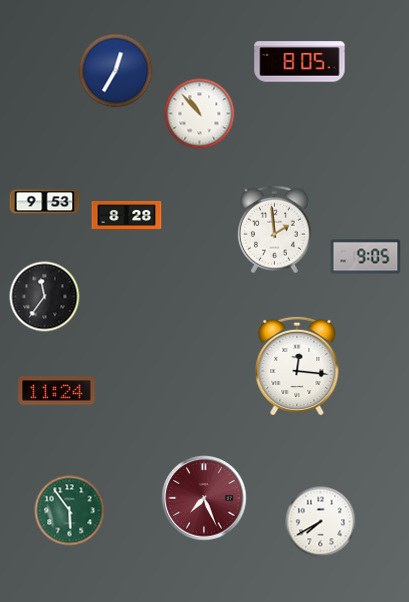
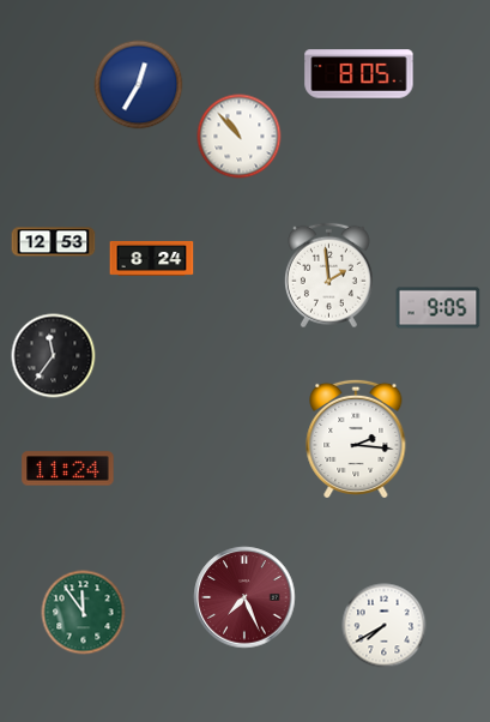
clock at (45, 202): 9:53 -> 12:53
clock at (127, 215): 8:28 -> 8:24
clock at (297, 365): 12:16 -> 2:16
clock at (70, 511): 5:54 -> 11:54
